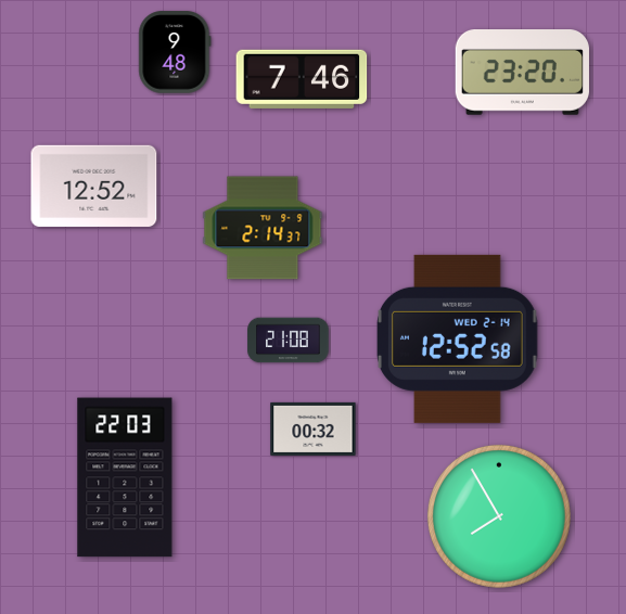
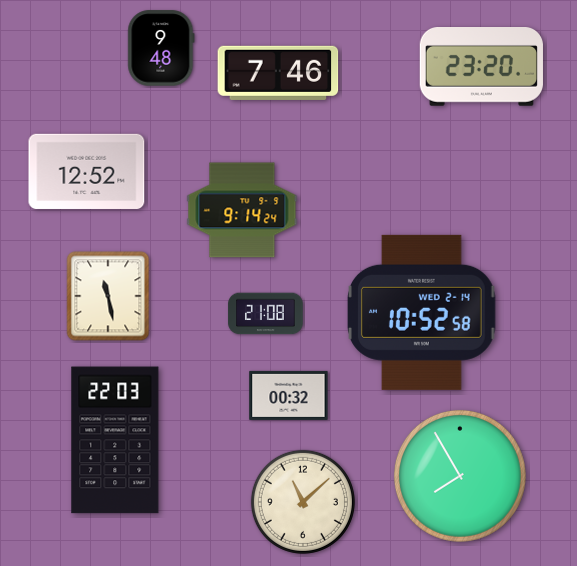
clock at (263, 228): 2:14 -> 9:14
clock at (108, 296): none -> 11:28
clock at (458, 338): 12:52 -> 10:52
clock at (303, 502): none -> 11:08
